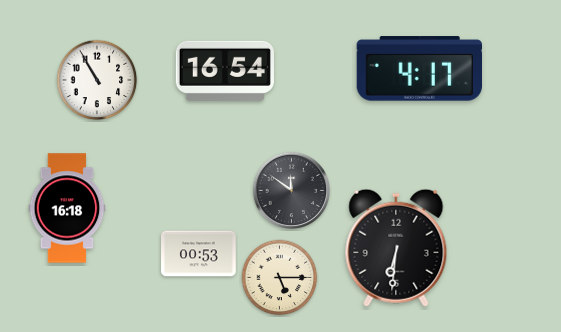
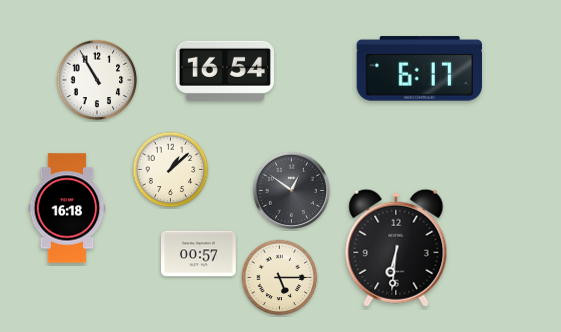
clock at (419, 69): 4:17 -> 6:17
clock at (171, 170): none -> 1:08
clock at (291, 190): 11:51 -> 12:51
clock at (199, 254): 00:53 -> 00:57
